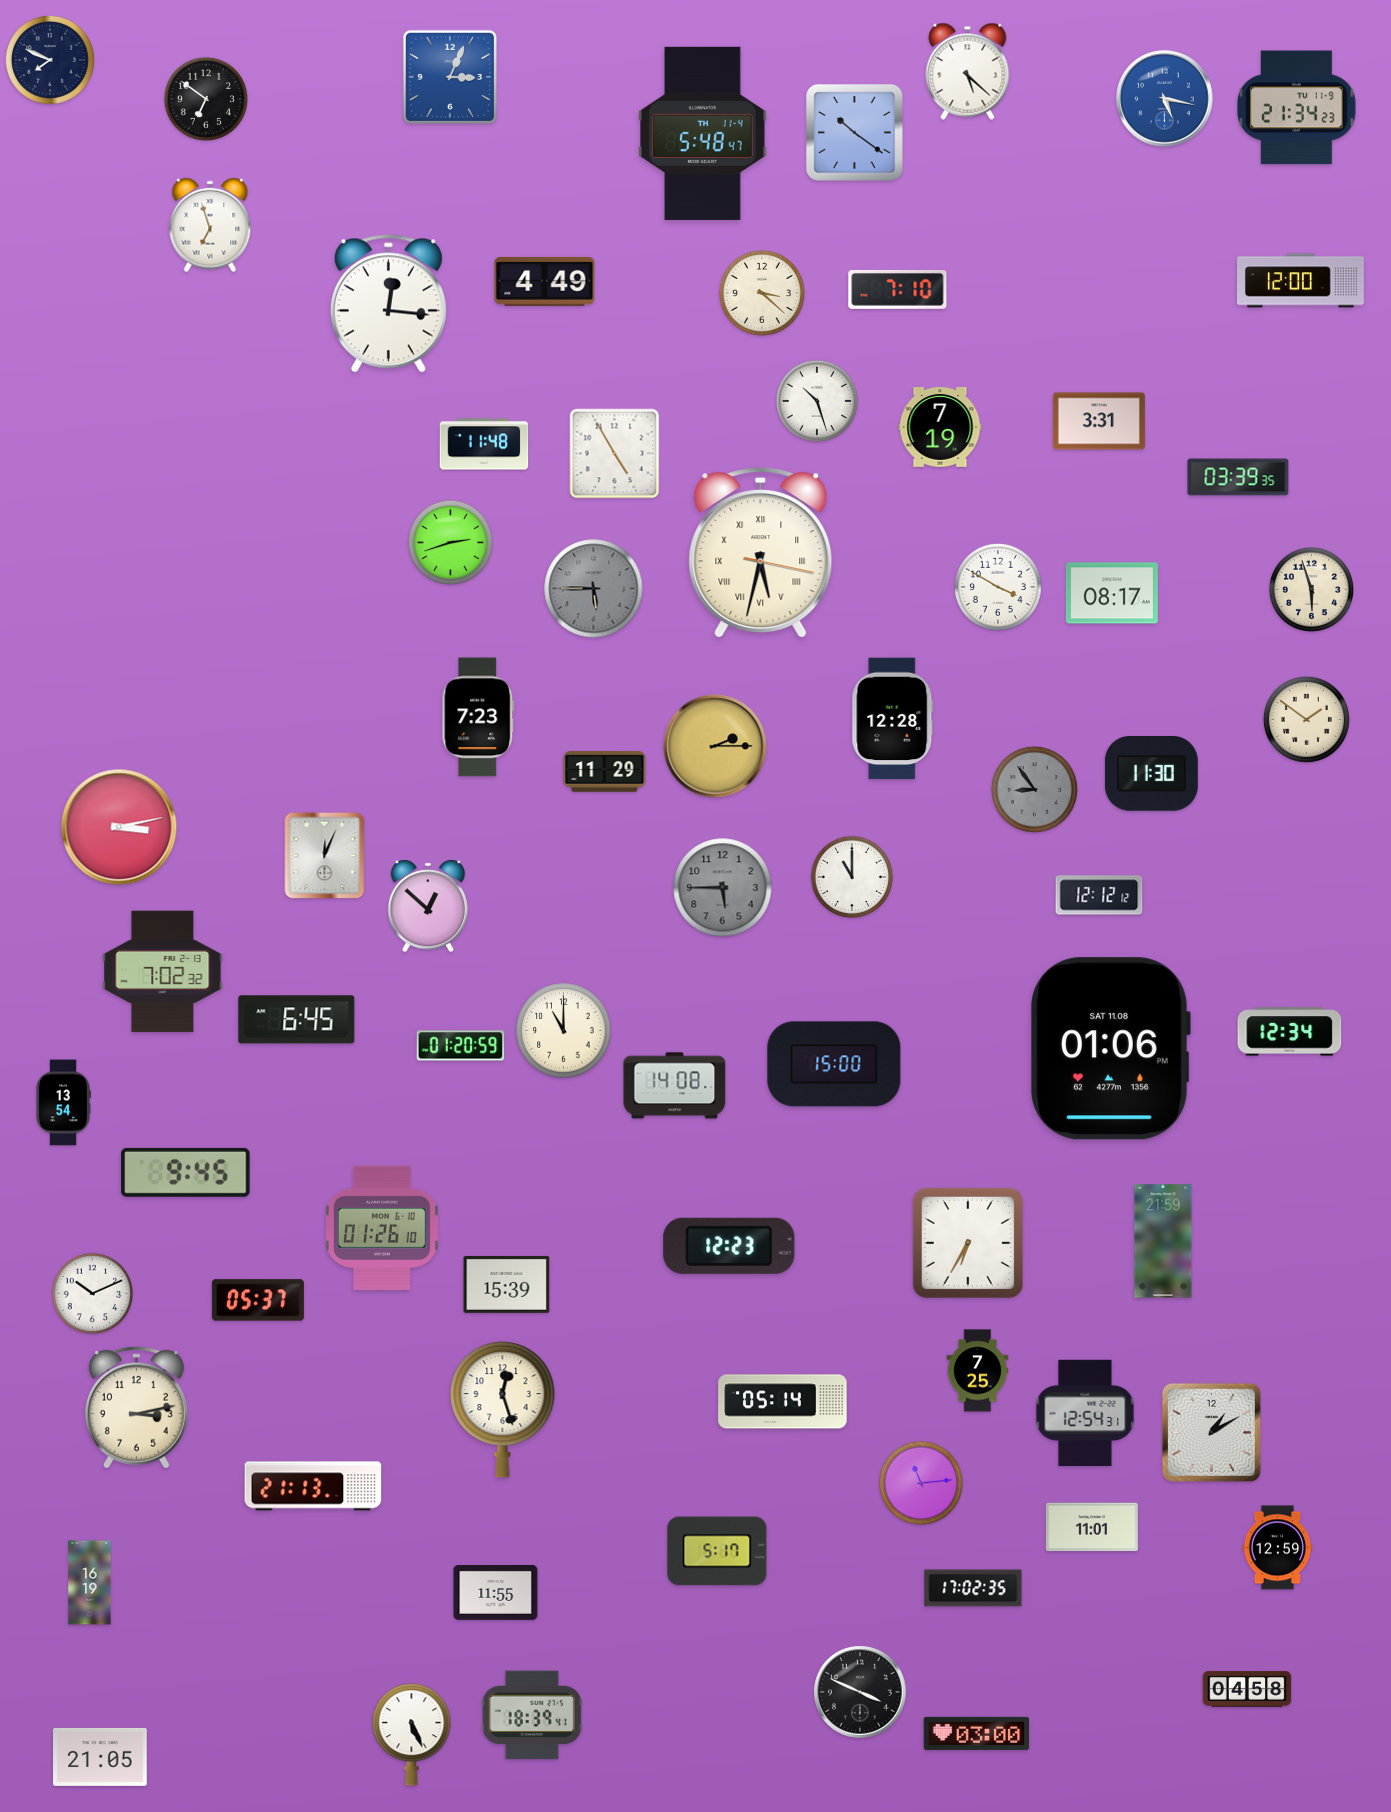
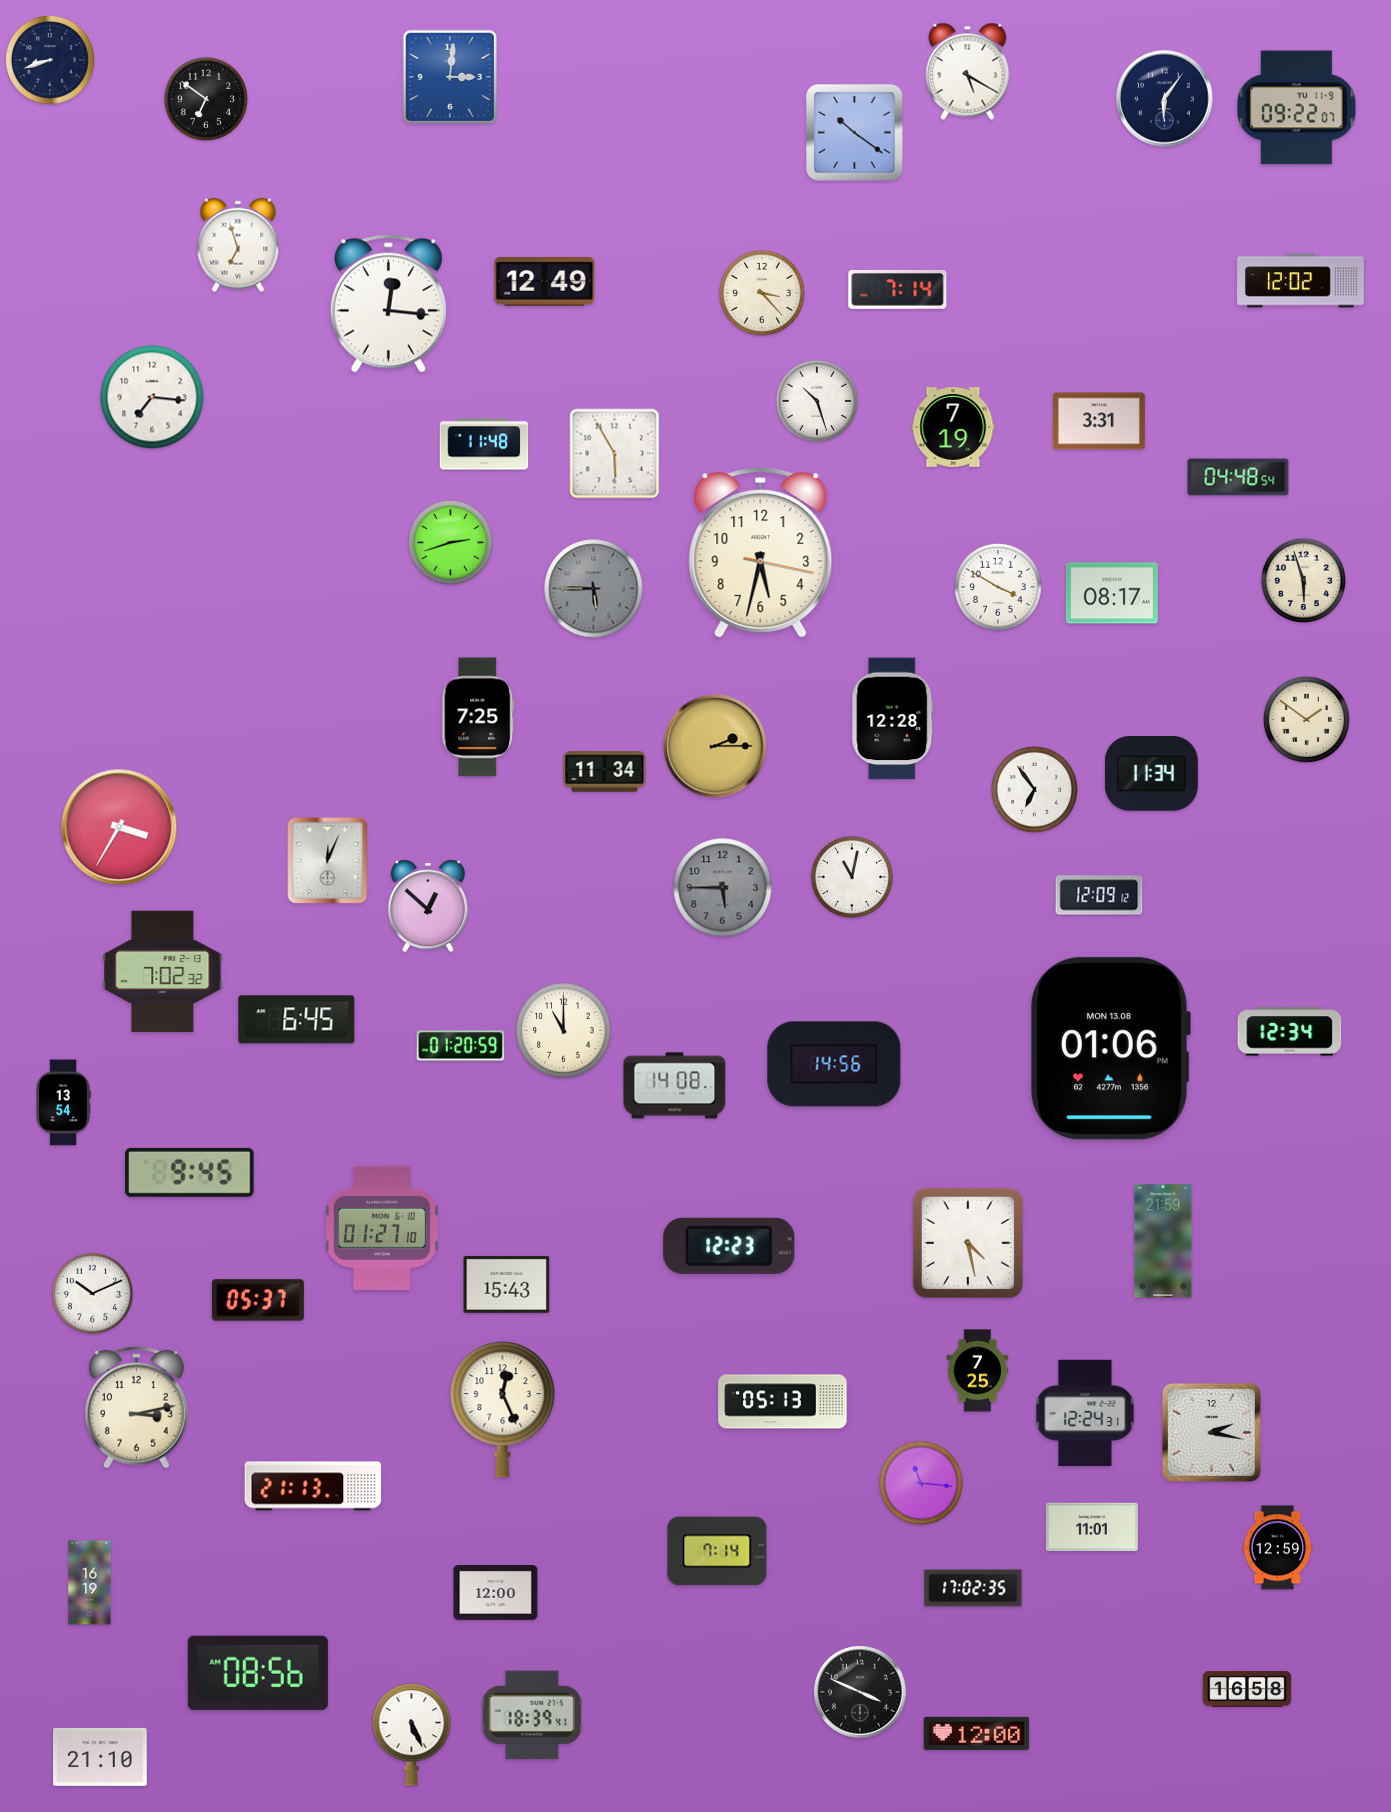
clock at (50, 60): 7:49 -> 8:42
clock at (968, 71): 5:22 -> 5:20
clock at (449, 76): 3:04 -> 3:01
clock at (1165, 99): 5:17 -> 6:06
clock at (1165, 99) dial: blue -> navy
clock at (1297, 108): 21:34 -> 09:22
clock at (703, 133): 5:48 -> none
clock at (210, 225) position: (210, 225) -> (238, 245)
clock at (545, 281): 4:49 -> 12:49
clock at (1301, 281): 12:00 -> 12:02
clock at (898, 289): 7:10 -> 7:14
clock at (762, 293): 3:22 -> 3:23
clock at (152, 397): none -> 7:16
clock at (940, 428) position: (940, 428) -> (953, 428)
clock at (615, 454): 4:55 -> 5:55
clock at (1238, 477): 03:39 -> 04:48
clock at (761, 553) numerals: Roman -> Arabic
clock at (1311, 589) position: (1311, 589) -> (1303, 580)
clock at (478, 717): 7:23 -> 7:25
clock at (605, 772): 11:29 -> 11:34
clock at (1151, 774): 11:30 -> 11:34
clock at (1034, 789): 8:54 -> 6:54
clock at (1034, 789) dial: grey -> white
clock at (119, 827): 3:13 -> 3:35
clock at (325, 856) position: (325, 856) -> (328, 861)
clock at (852, 877): 11:00 -> 11:02
clock at (1099, 895): 12:12 -> 12:09
clock at (1110, 1049) date: SAT 11.08 -> MON 13.08
clock at (834, 1064): 15:00 -> 14:56
clock at (186, 1172) position: (186, 1172) -> (190, 1172)
clock at (382, 1228): 01:26 -> 01:27
clock at (968, 1243): 6:35 -> 4:28
clock at (507, 1284): 15:39 -> 15:43
clock at (783, 1402): 05:14 -> 05:13
clock at (503, 1410): 12:27 -> 12:26
clock at (1085, 1412): 12:54 -> 12:24
clock at (1211, 1432): 1:10 -> 2:17
clock at (920, 1482): 11:14 -> 11:16
clock at (717, 1551): 5:17 -> 7:14
clock at (496, 1593): 11:55 -> 12:00
clock at (258, 1673): none -> 08:56
clock at (1247, 1689): 04:58 -> 16:58
clock at (977, 1733): 03:00 -> 12:00
clock at (100, 1757): 21:05 -> 21:10
